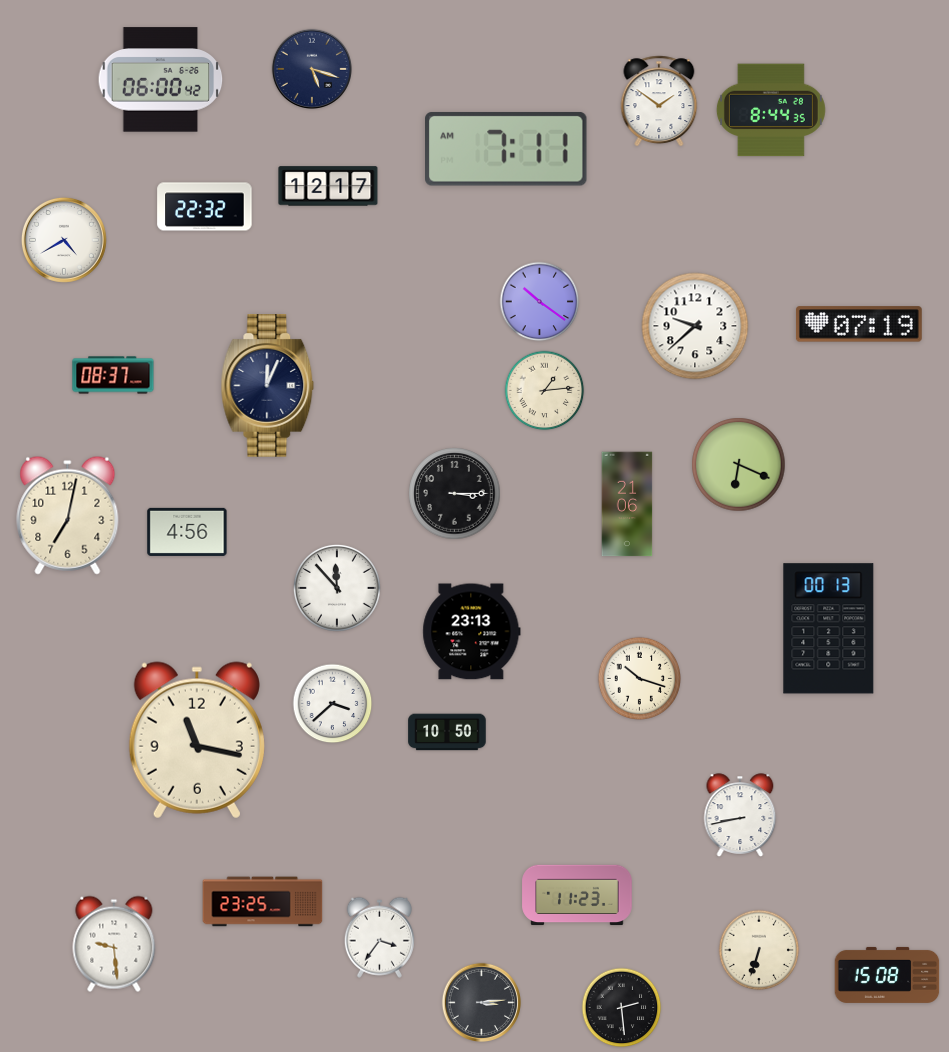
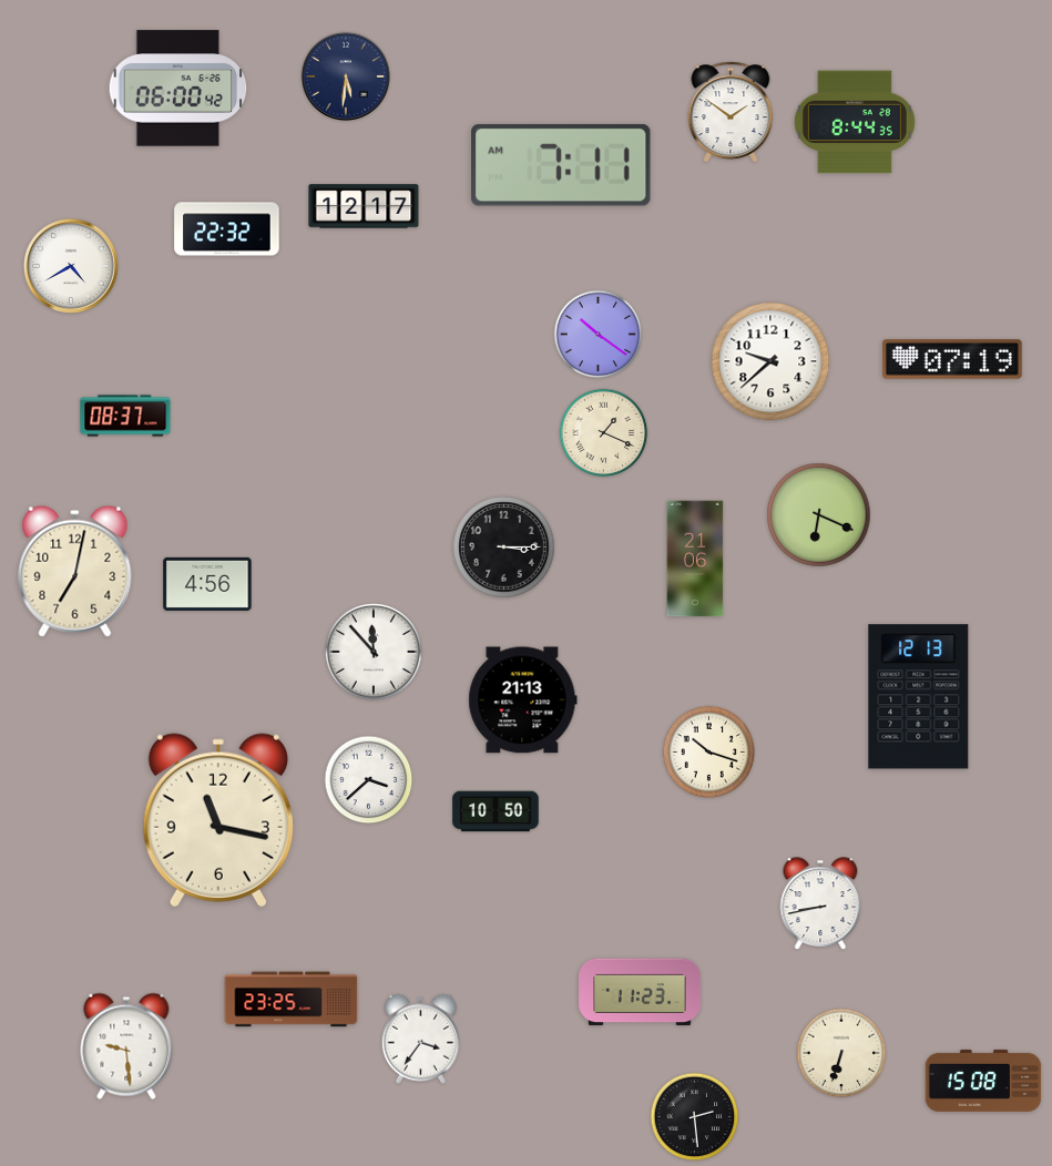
clock at (312, 69): 5:18 -> 5:31
clock at (268, 386): 12:04 -> none
clock at (545, 391): 1:14 -> 1:19
clock at (187, 532) position: (187, 532) -> (207, 584)
clock at (829, 629): 00:13 -> 12:13
clock at (472, 632): 23:13 -> 21:13
clock at (481, 1002): 3:14 -> none
clock at (622, 1008) position: (622, 1008) -> (695, 1117)
